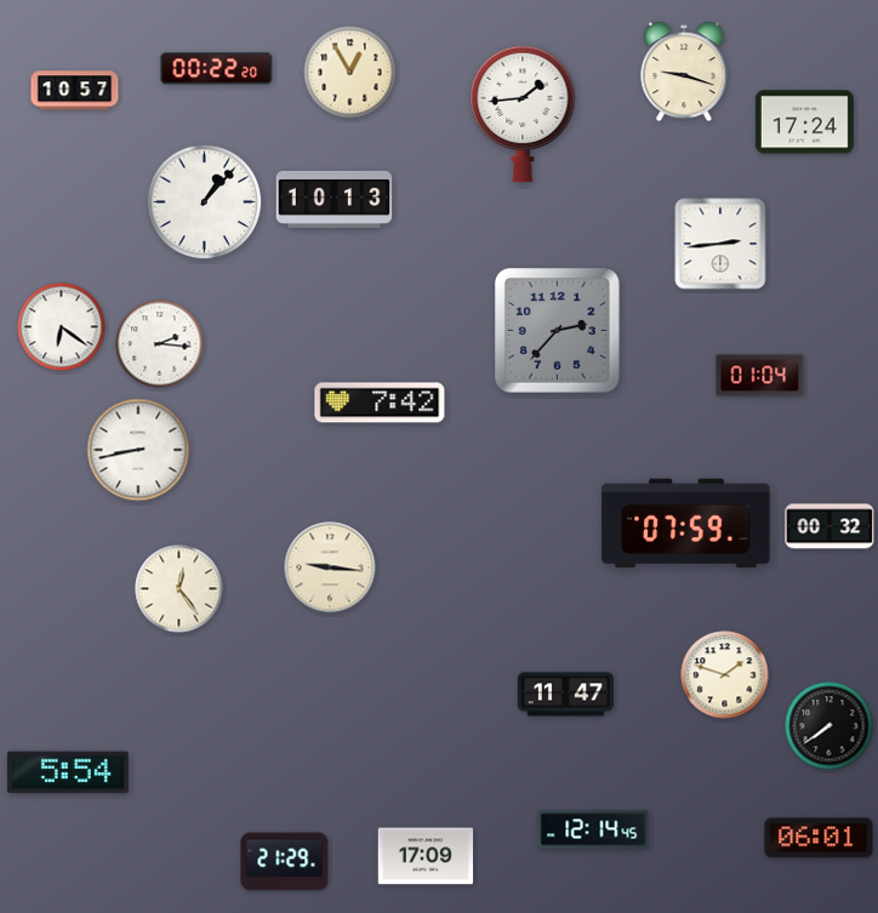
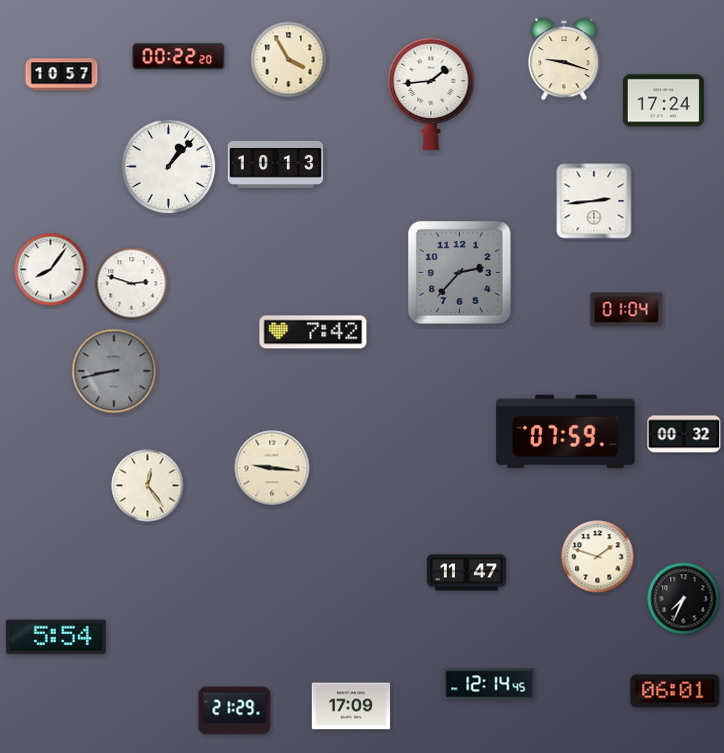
clock at (350, 73): 12:55 -> 3:55
clock at (62, 327): 6:21 -> 8:06
clock at (160, 344): 2:16 -> 2:48
clock at (138, 450) dial: white -> grey
clock at (829, 726): 7:39 -> 7:34
